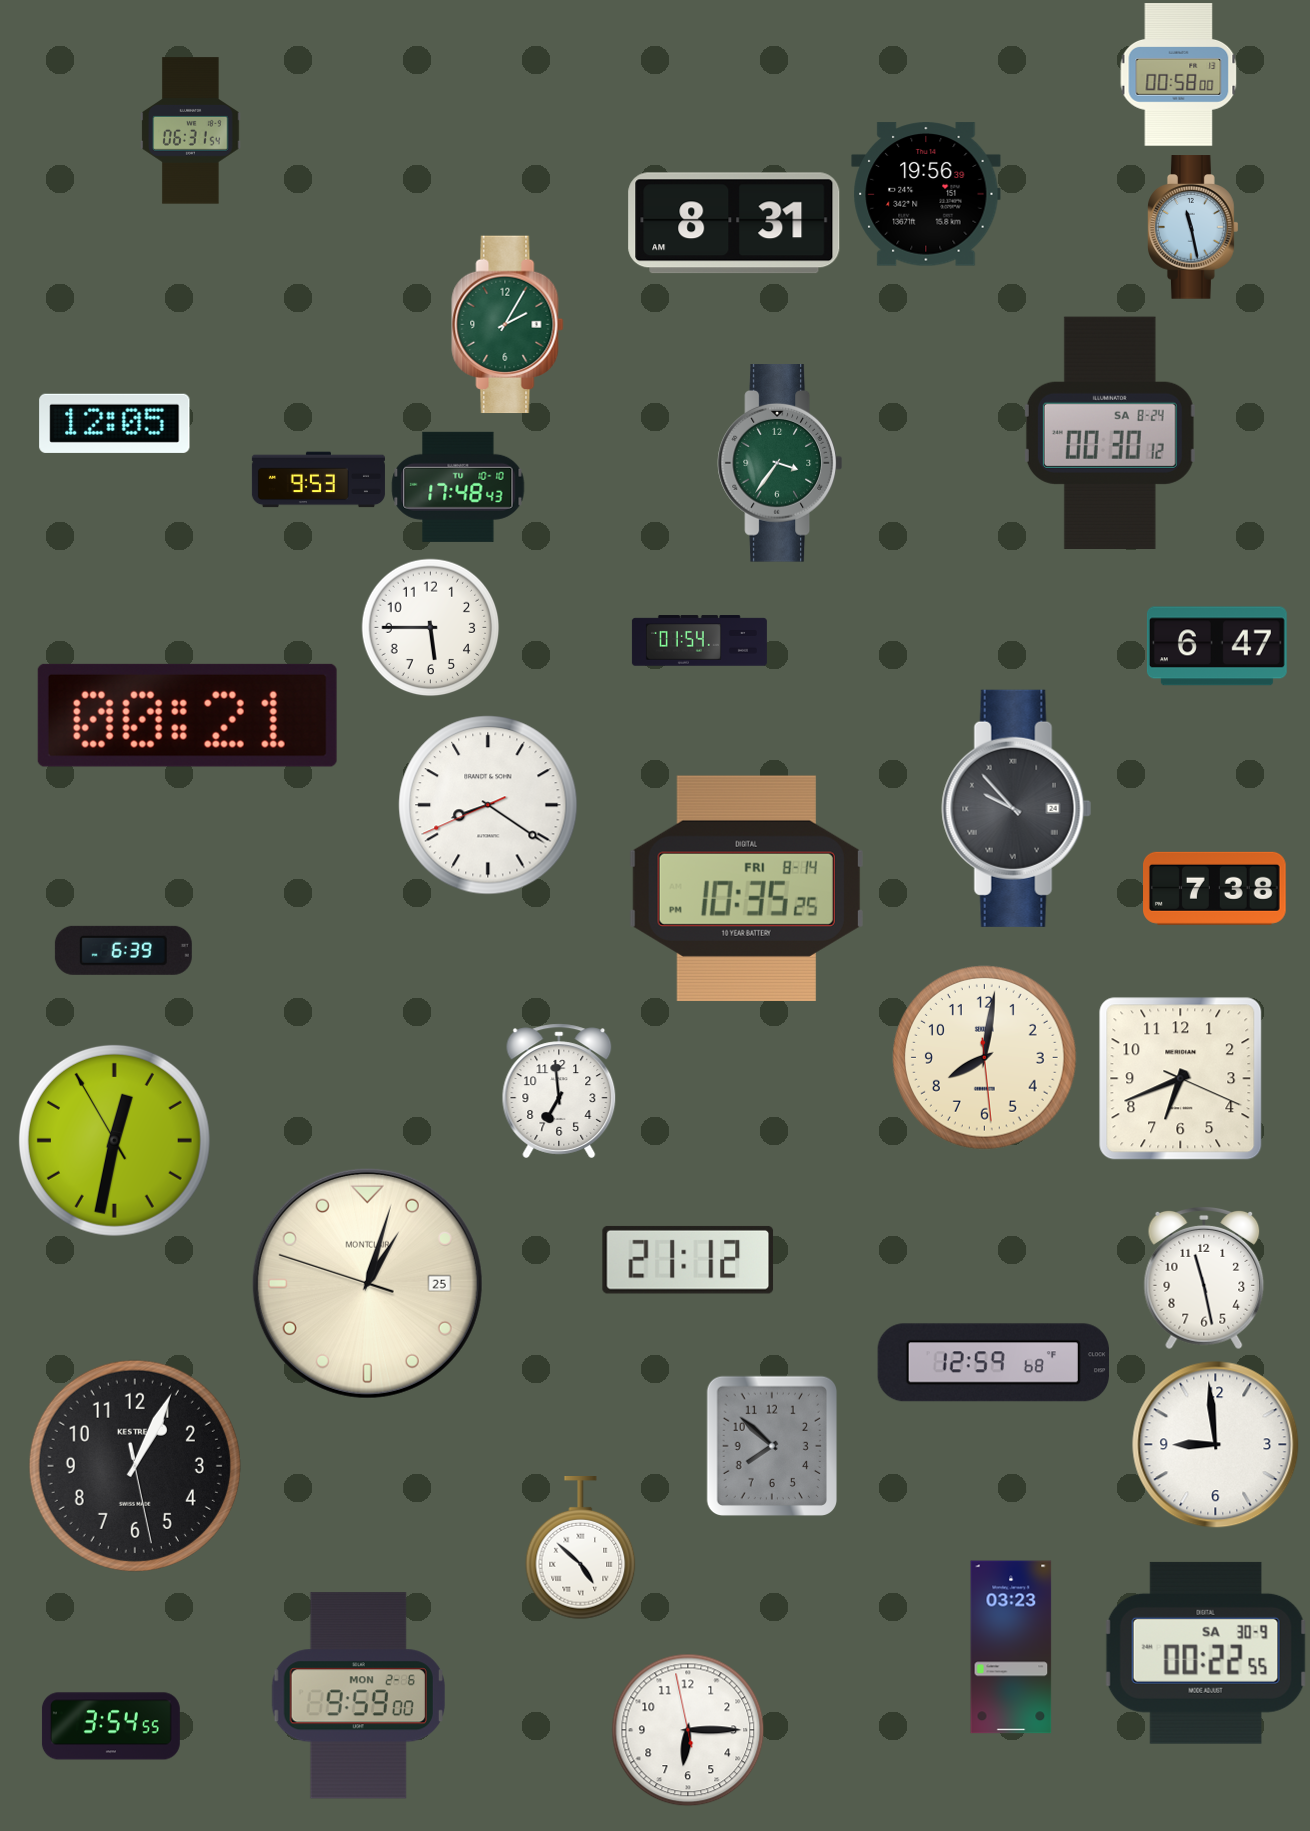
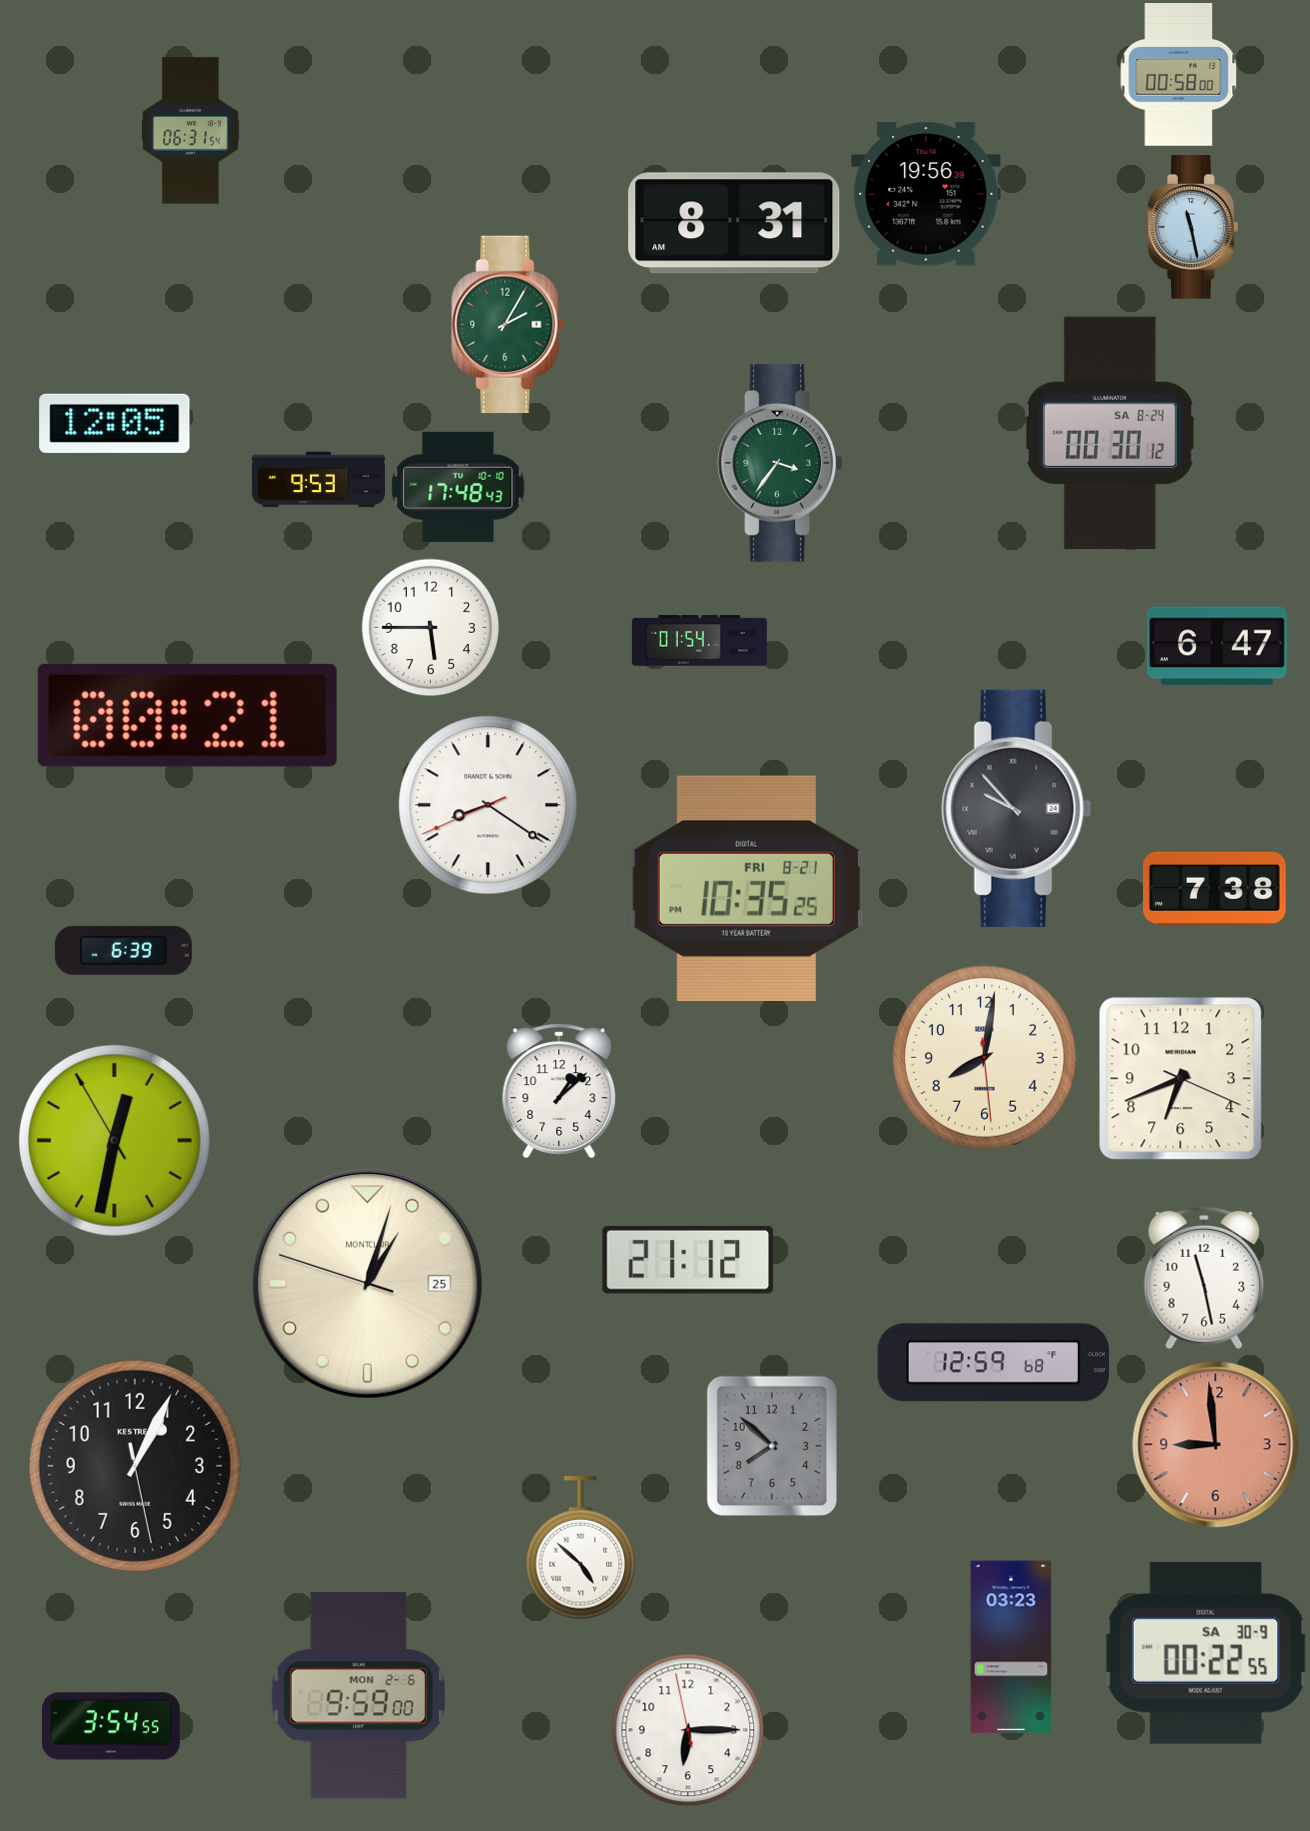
clock at (746, 888) date: FRI 8-14 -> FRI 8-21
clock at (559, 1091): 6:59 -> 1:08
clock at (1216, 1445) dial: white -> salmon
